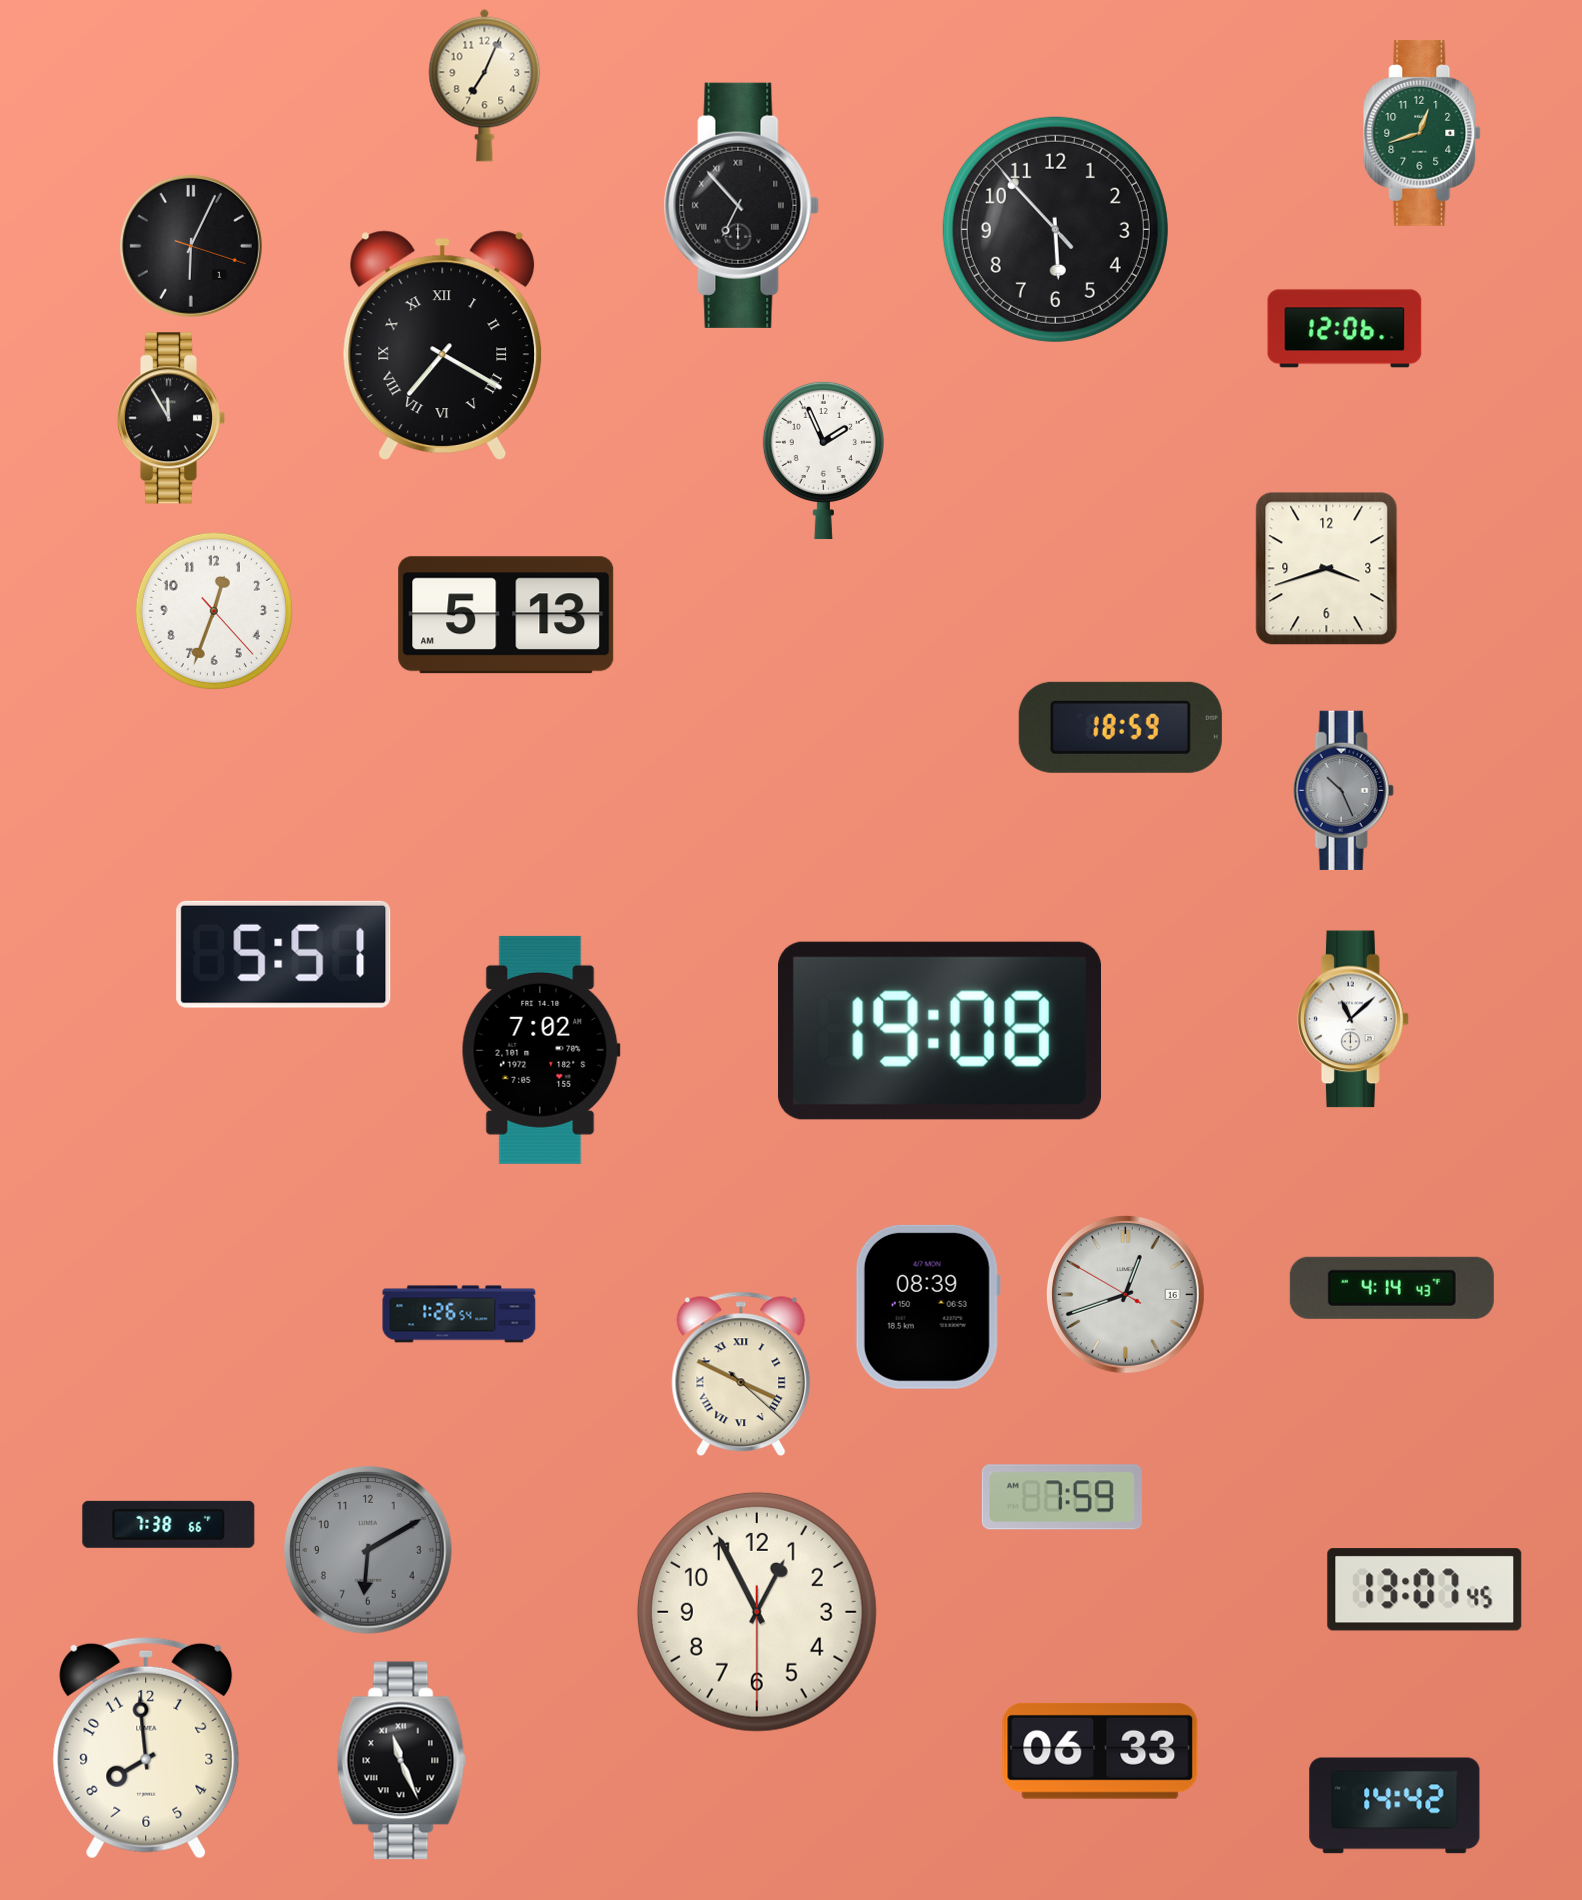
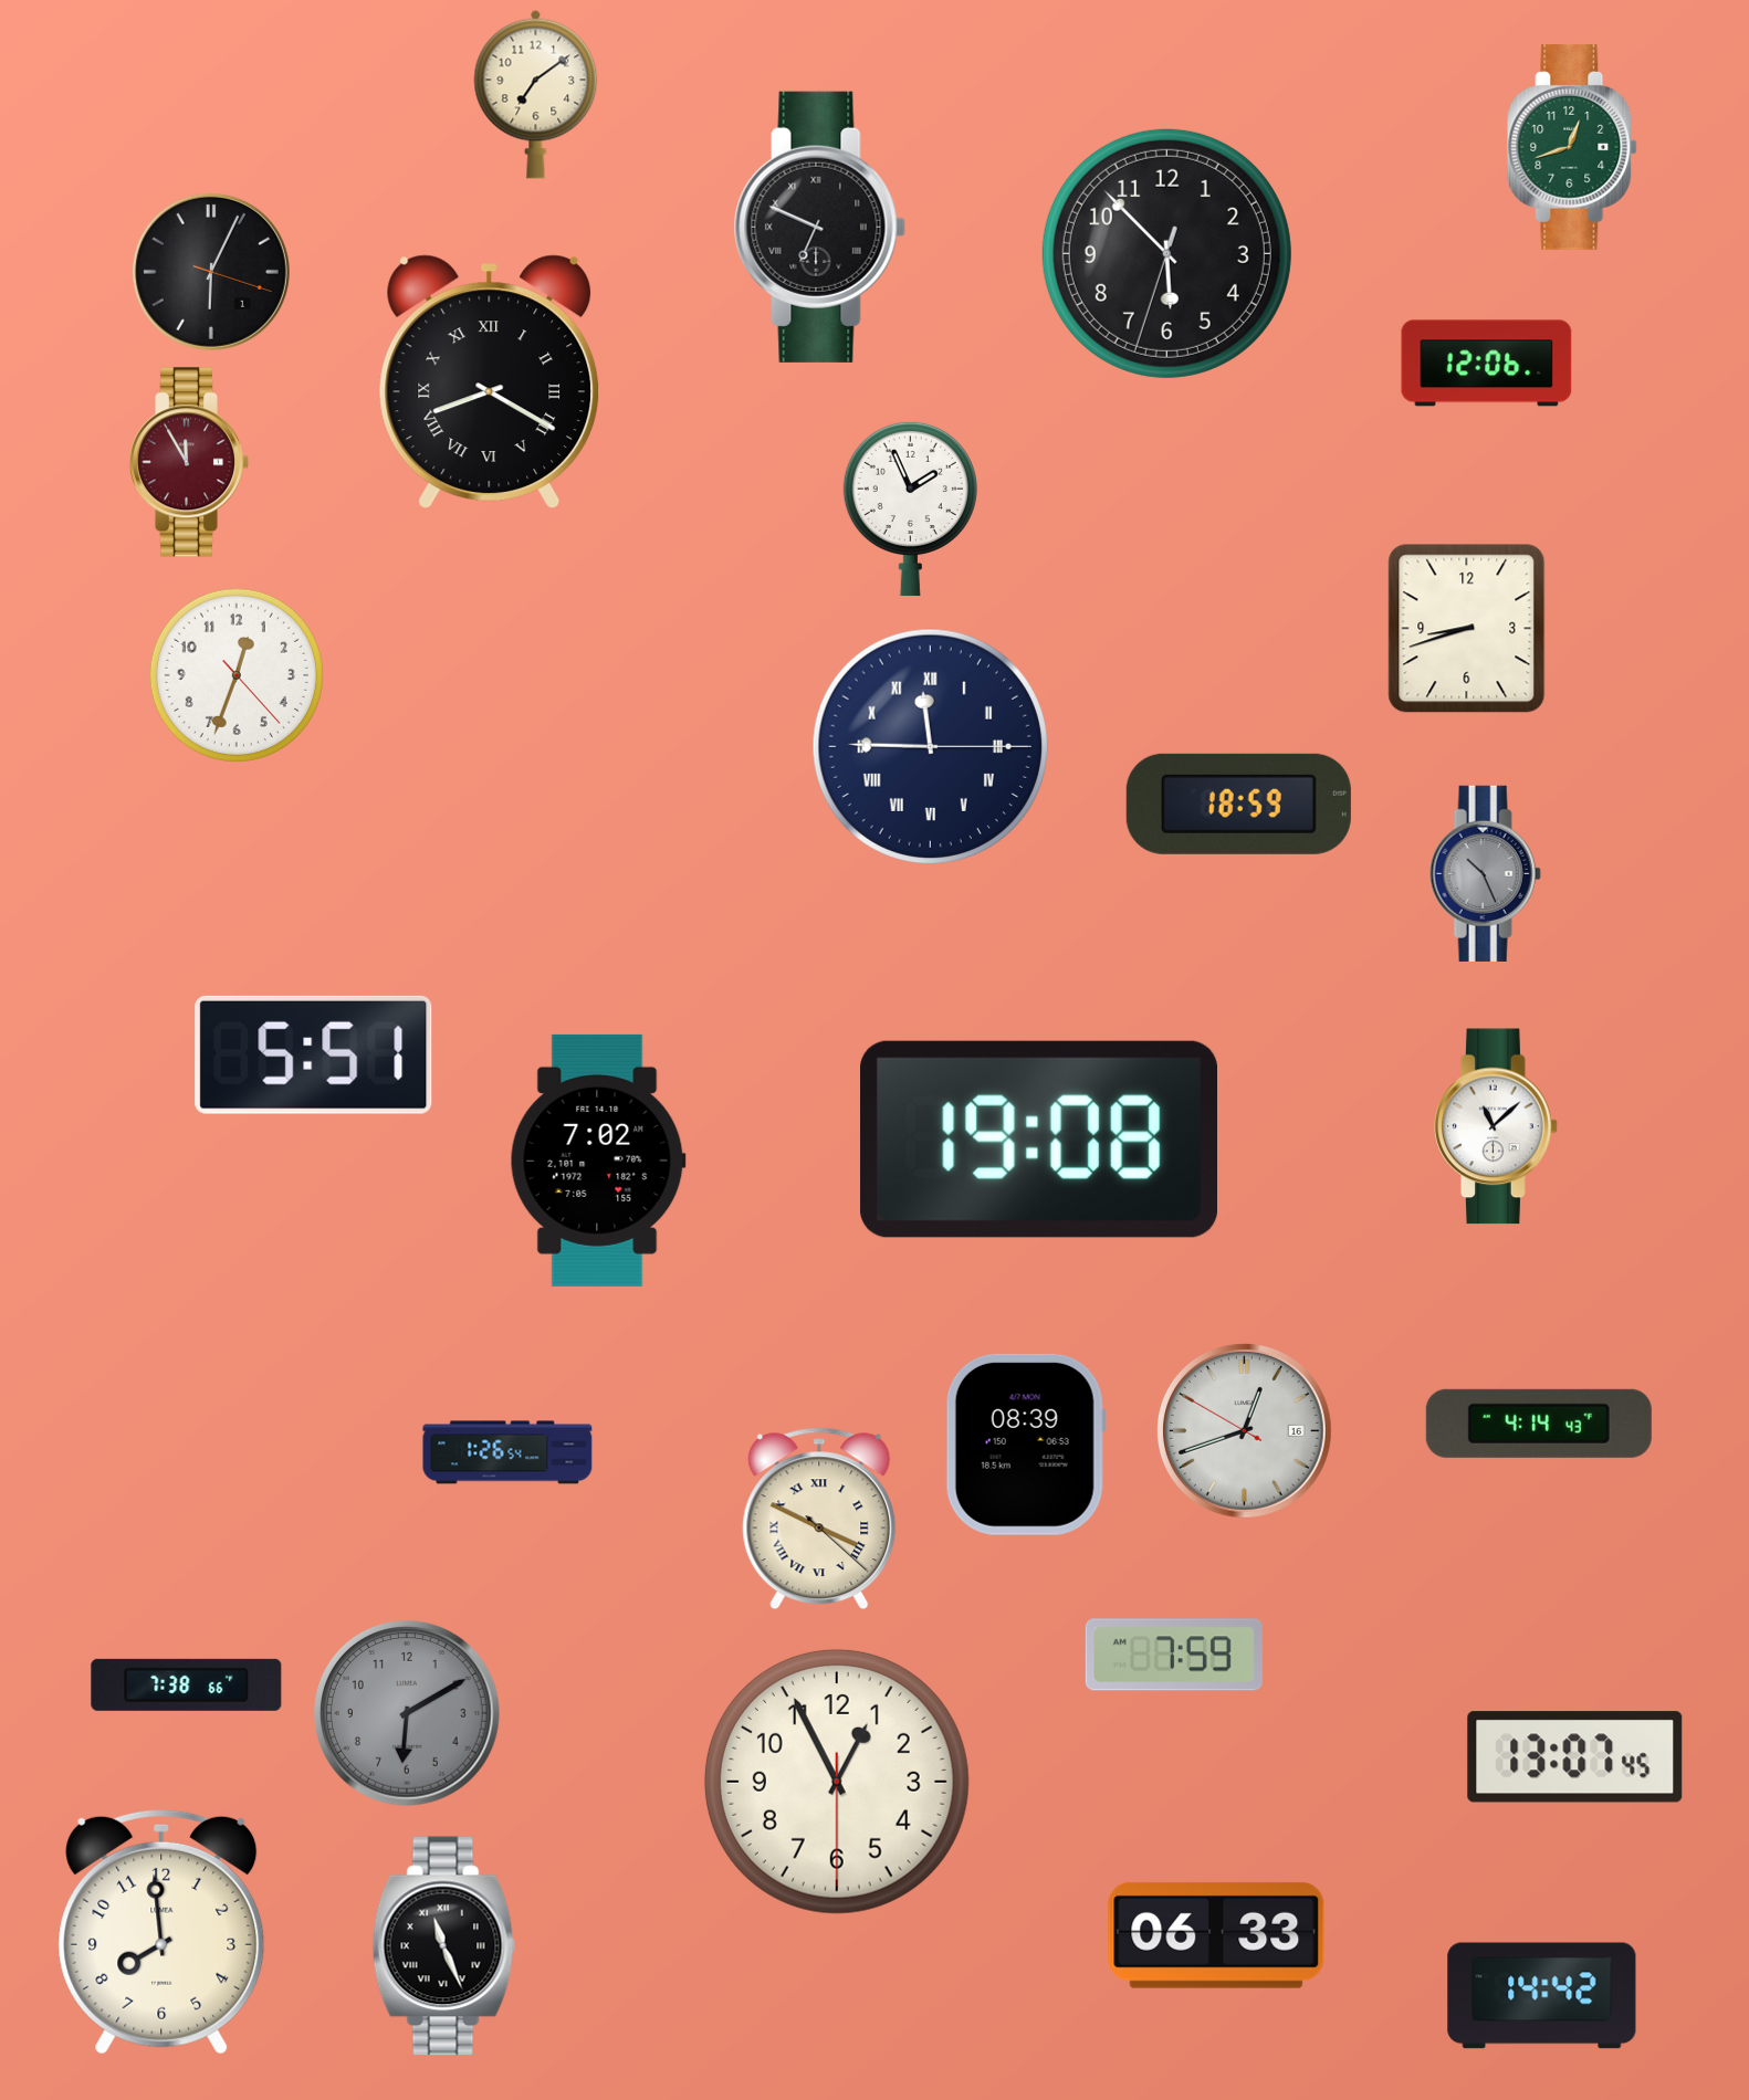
clock at (485, 85): 7:04 -> 7:09
clock at (741, 205): 6:53 -> 6:49
clock at (1055, 229): 5:52:53 -> 5:52:33
clock at (443, 345): 7:20 -> 8:20
clock at (171, 418) dial: black -> burgundy
clock at (1327, 569): 3:42 -> 8:42
clock at (506, 615): 5:13 -> none
clock at (930, 746): none -> 11:45
